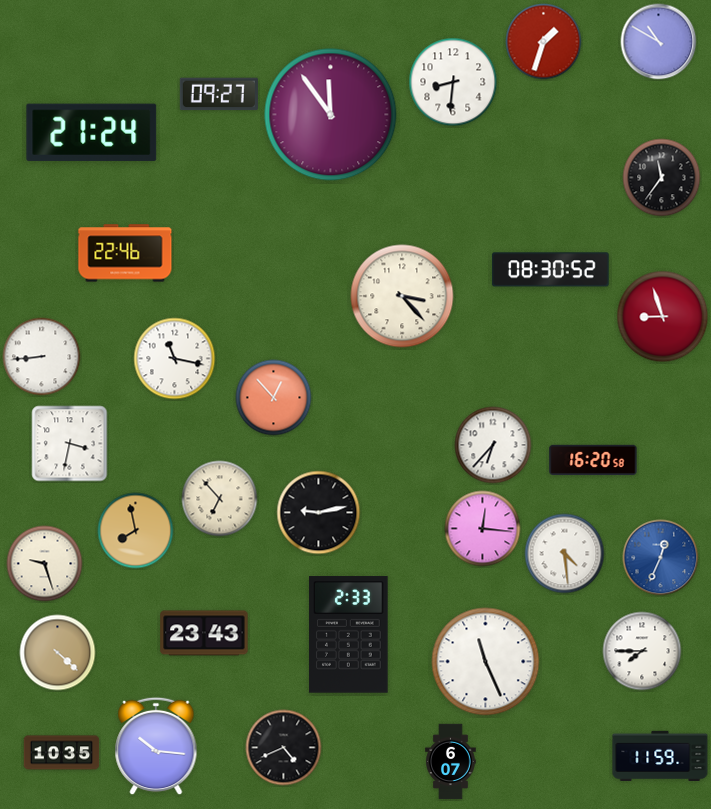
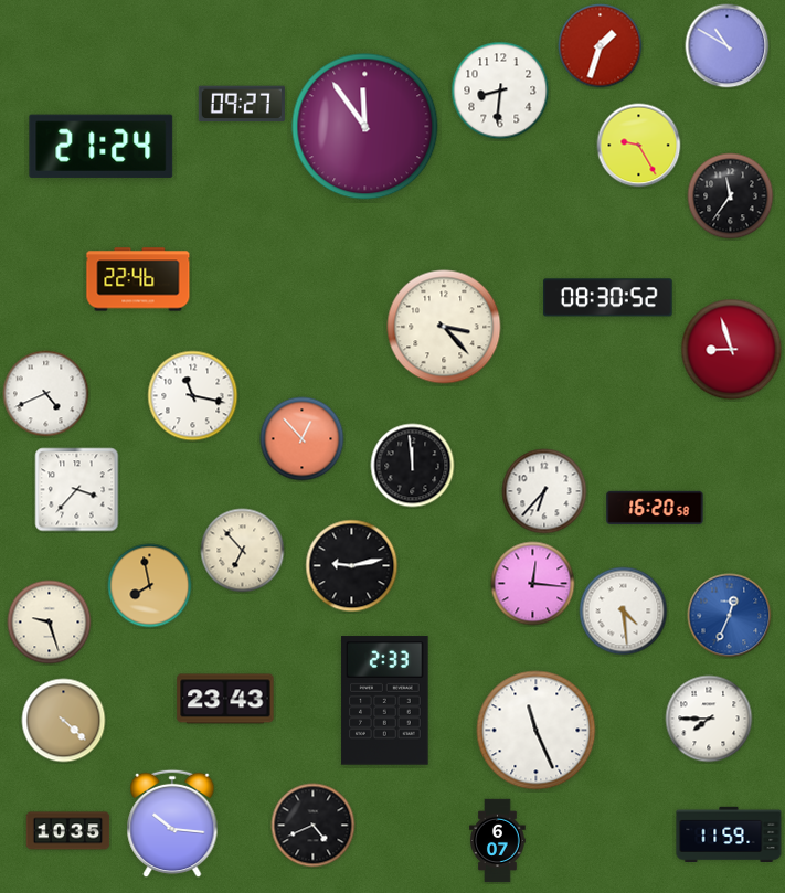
clock at (639, 146): none -> 9:25
clock at (42, 357): 8:44 -> 4:41
clock at (413, 466): none -> 11:59
clock at (70, 444): 3:32 -> 3:37
